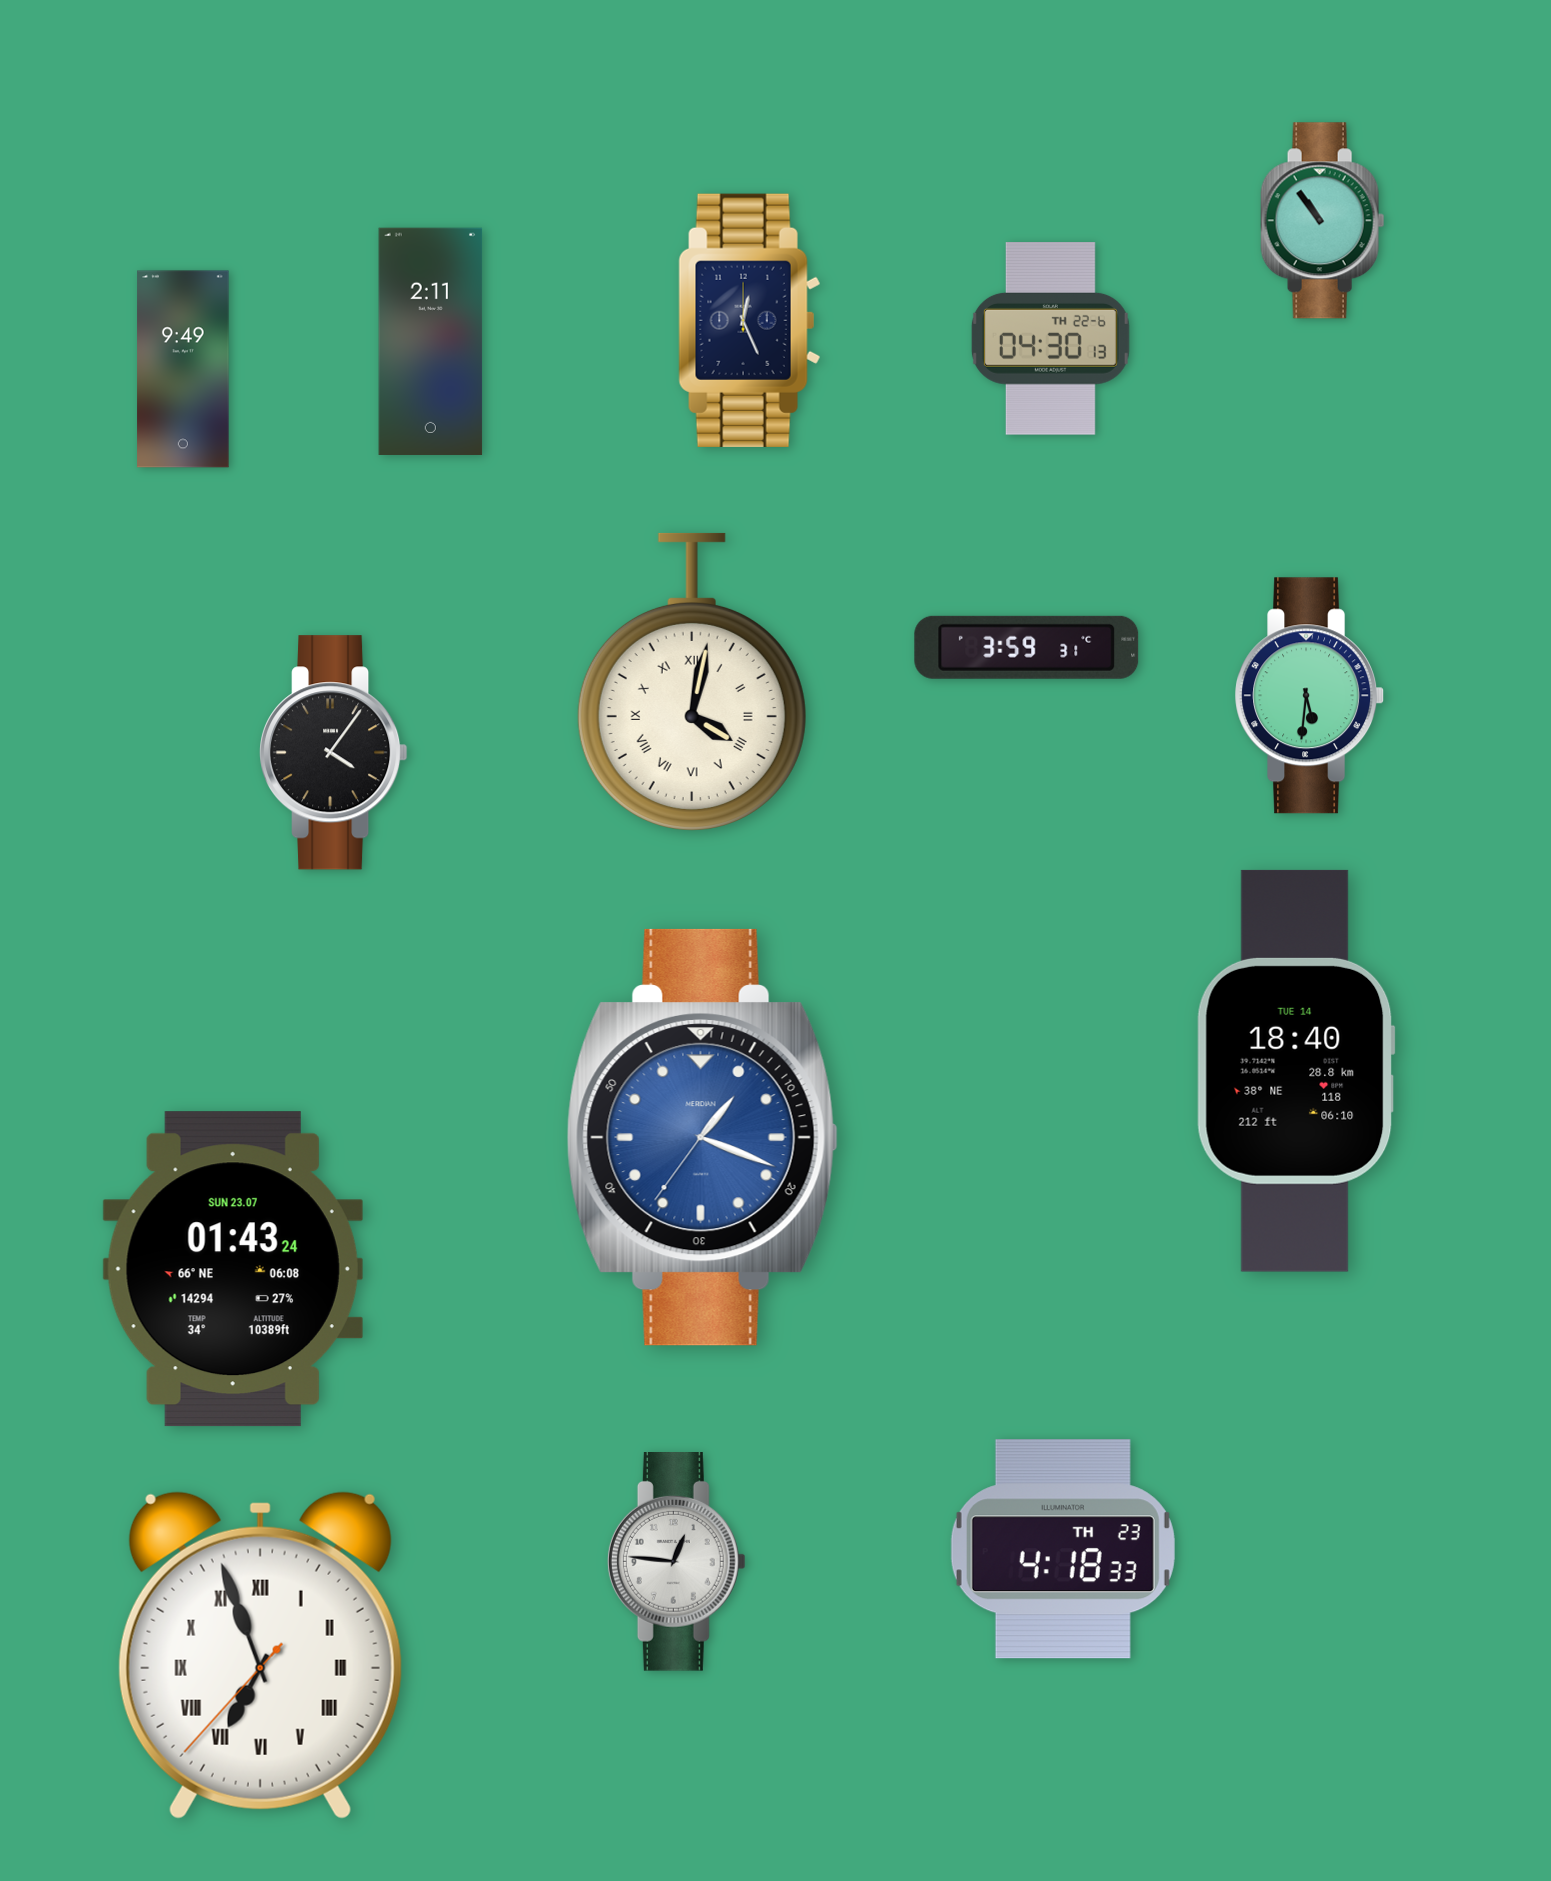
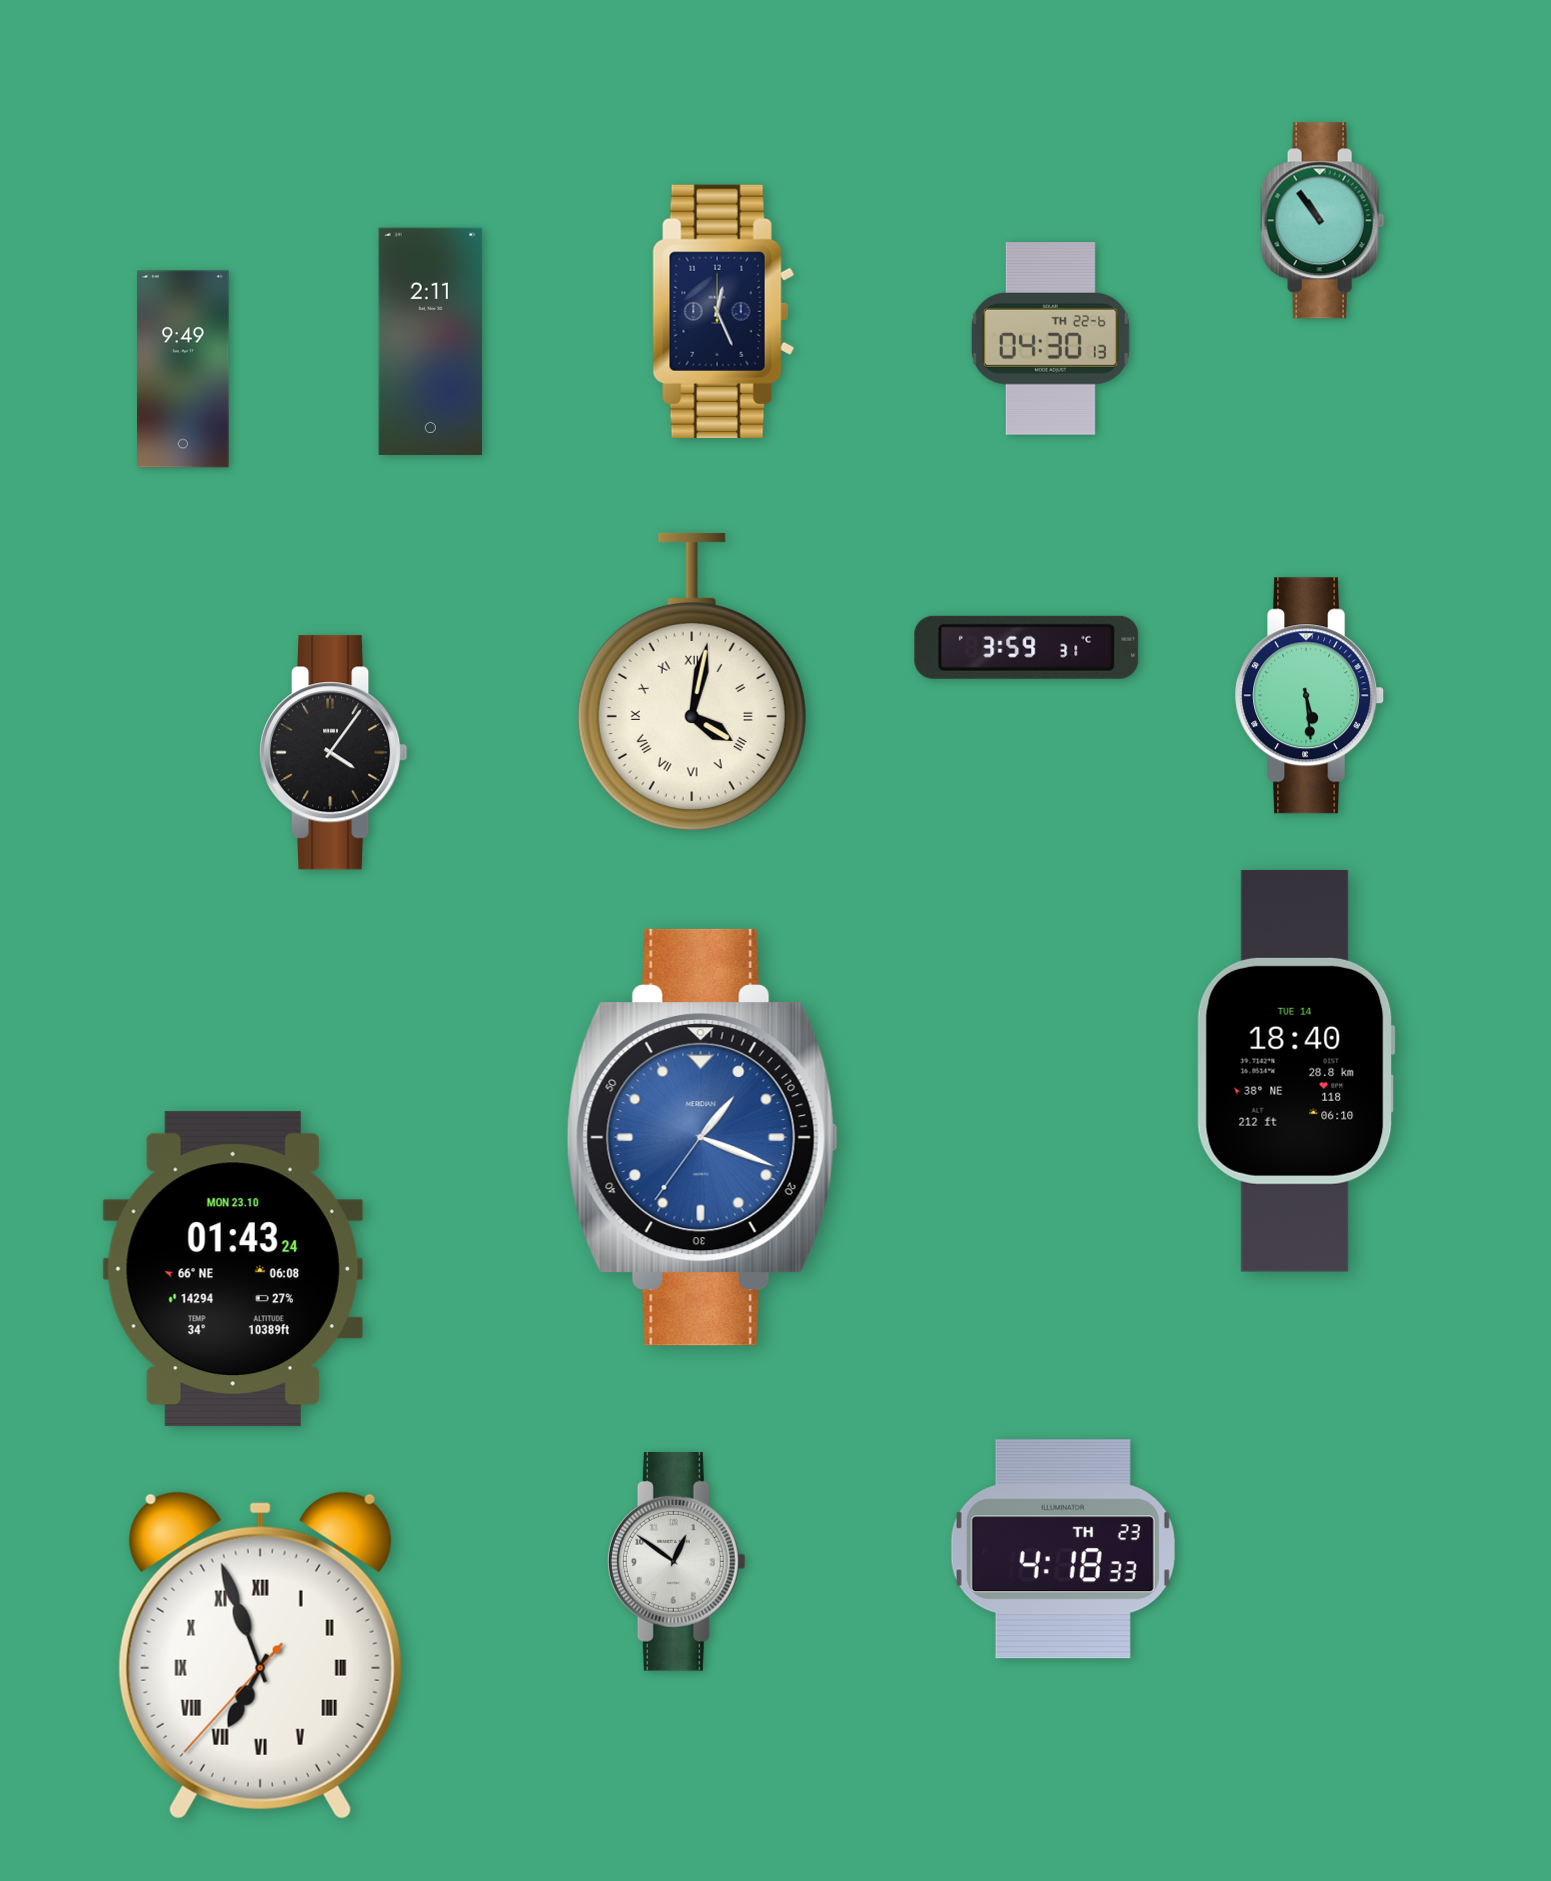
clock at (750, 320) position: (750, 320) -> (724, 311)
clock at (1310, 696): 5:31 -> 5:29
clock at (233, 1269) date: SUN 23.07 -> MON 23.10
clock at (676, 1562): 12:46 -> 12:51
